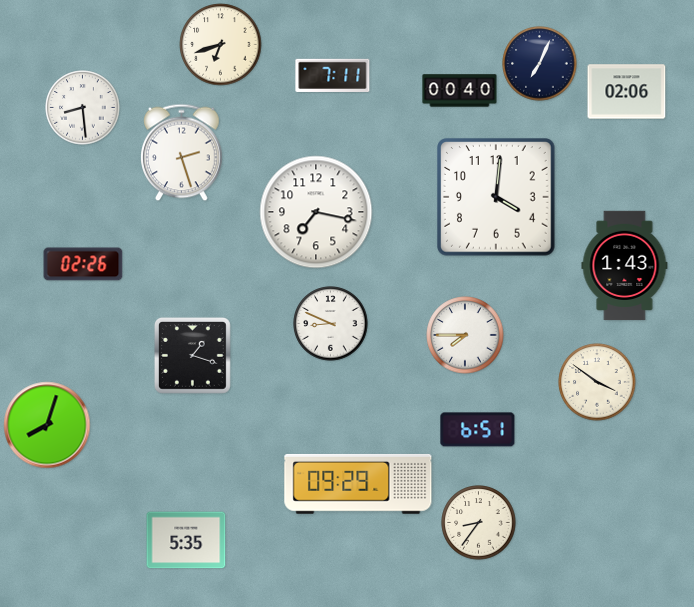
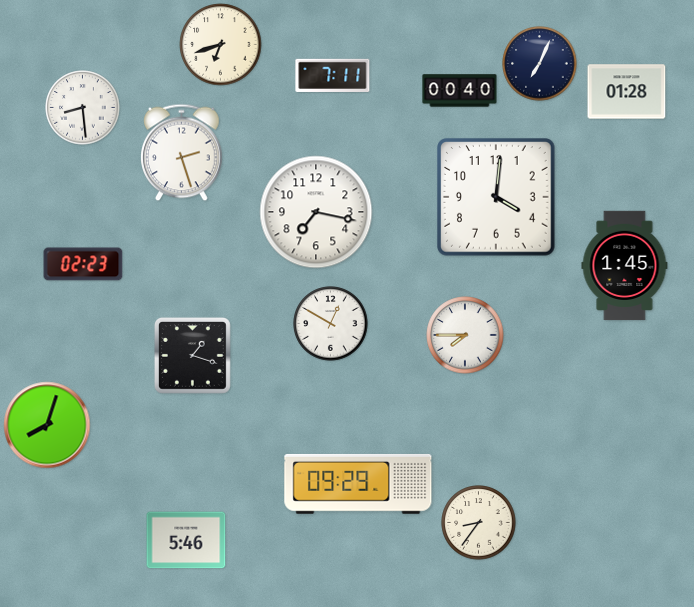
clock at (627, 92): 02:06 -> 01:28
clock at (83, 264): 02:26 -> 02:23
clock at (625, 266): 1:43 -> 1:45
clock at (331, 324): 8:49 -> 12:50
clock at (597, 382): 3:51 -> none
clock at (478, 430): 6:51 -> none
clock at (186, 540): 5:35 -> 5:46
